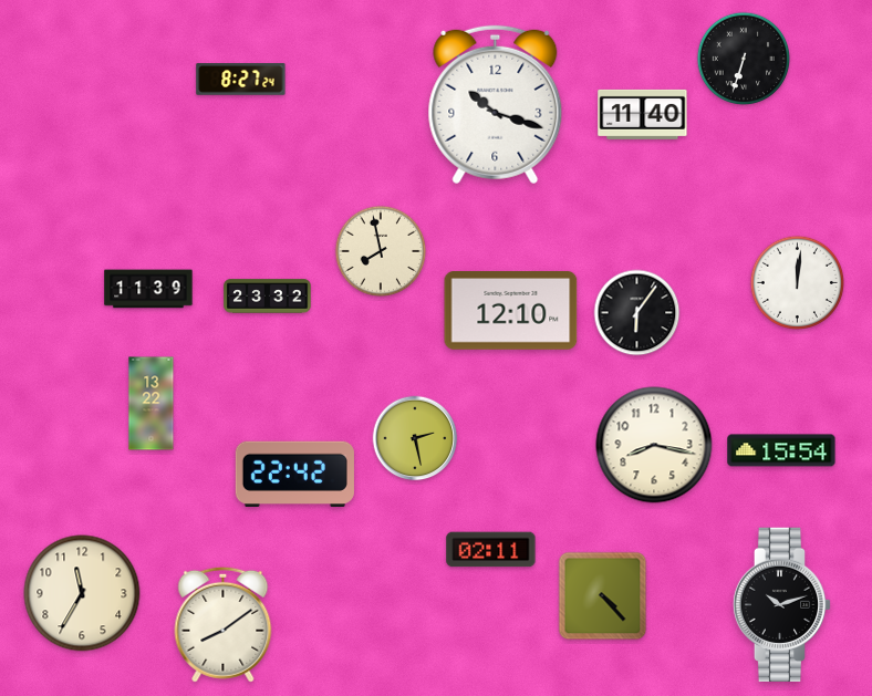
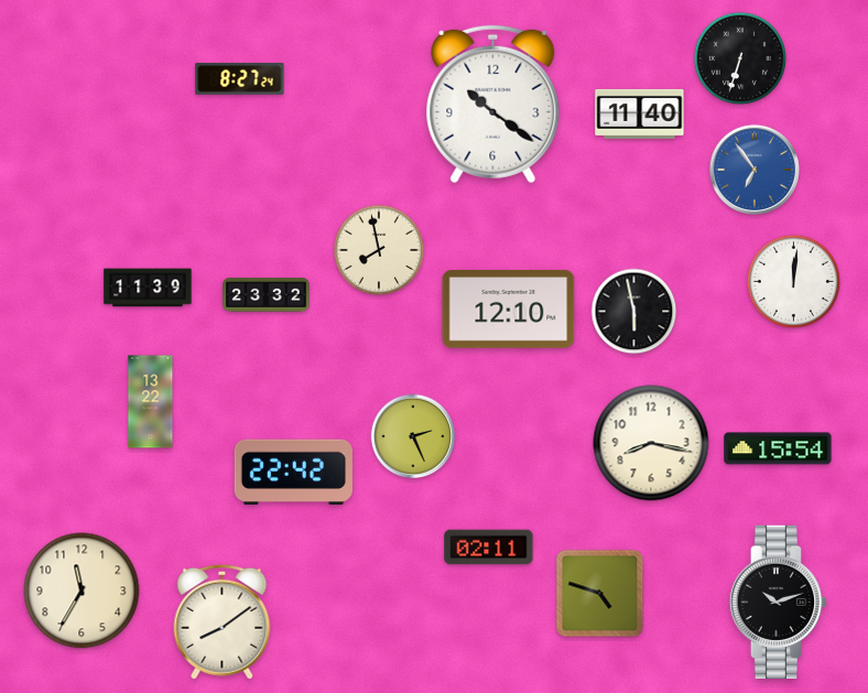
clock at (496, 105): 10:18 -> 10:21
clock at (755, 170): none -> 6:54
clock at (637, 313): 6:06 -> 5:58
clock at (415, 438): 2:28 -> 2:26
clock at (603, 596): 4:23 -> 4:48
